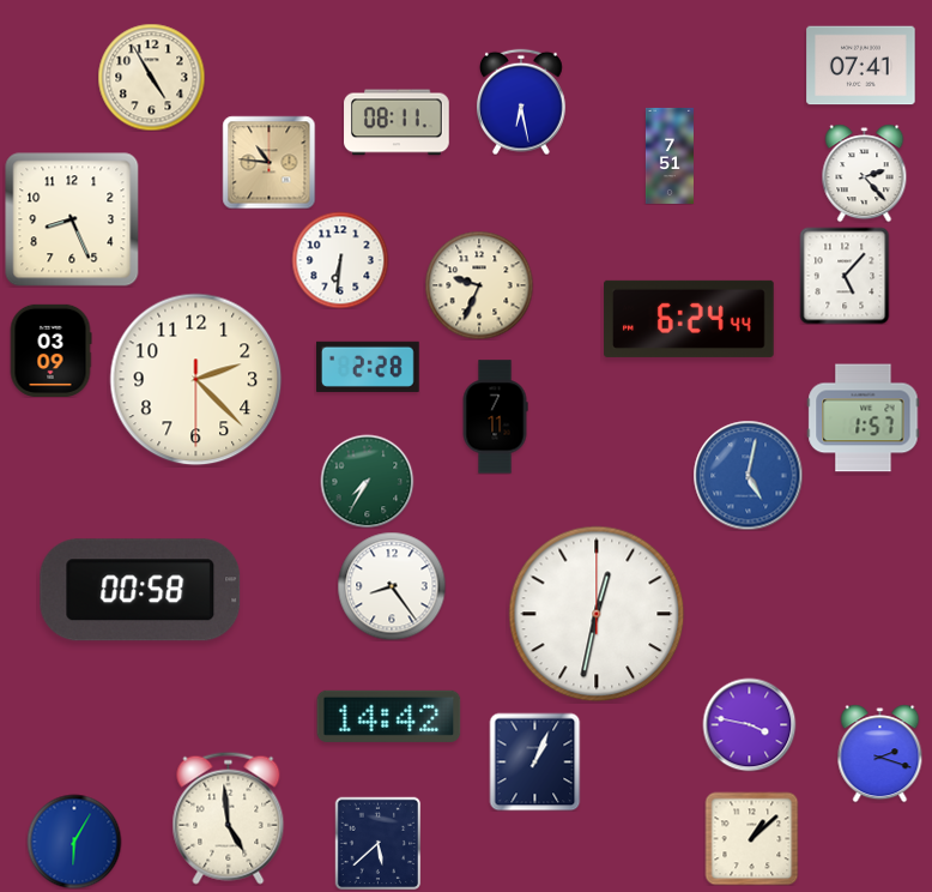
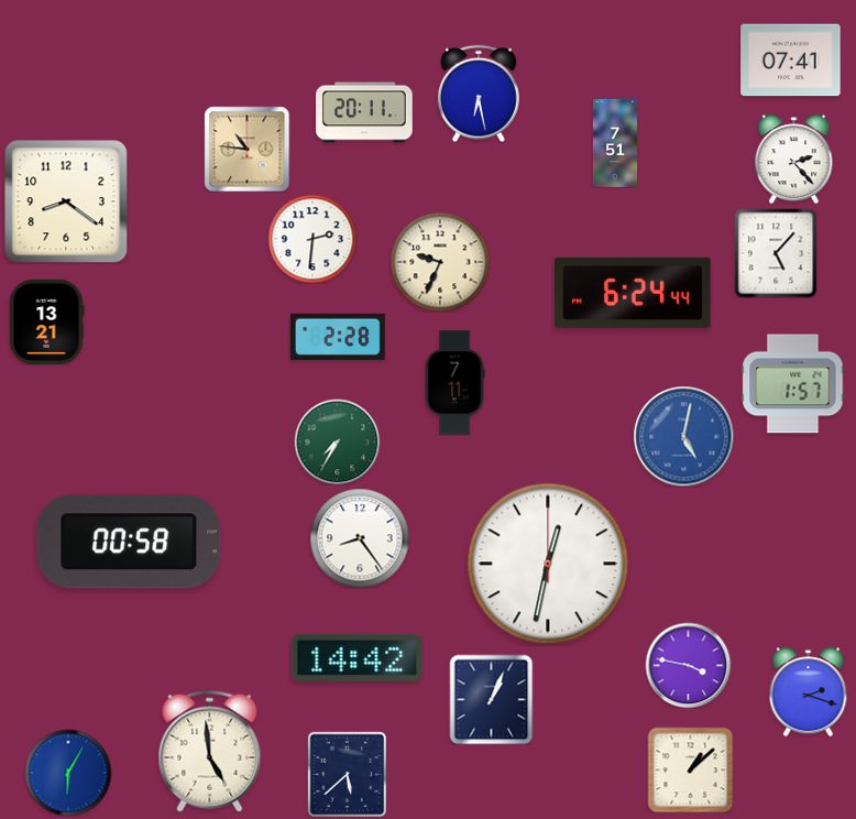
clock at (151, 77): 4:55 -> none
clock at (397, 122): 08:11 -> 20:11
clock at (72, 219): 8:26 -> 8:21
clock at (340, 260): 6:31 -> 2:31
clock at (50, 350): 03:09 -> 13:21
clock at (196, 380): 2:22 -> none
clock at (748, 475) position: (748, 475) -> (683, 436)
